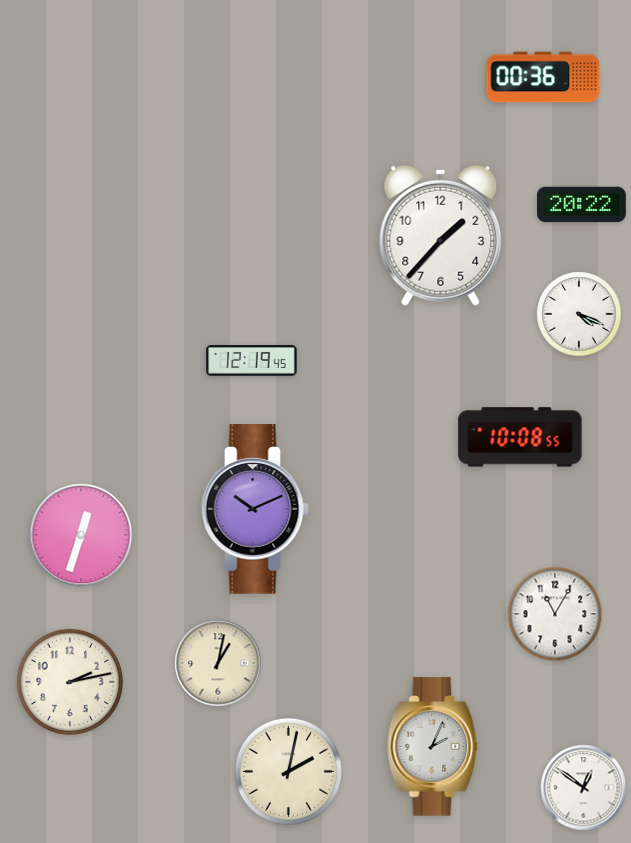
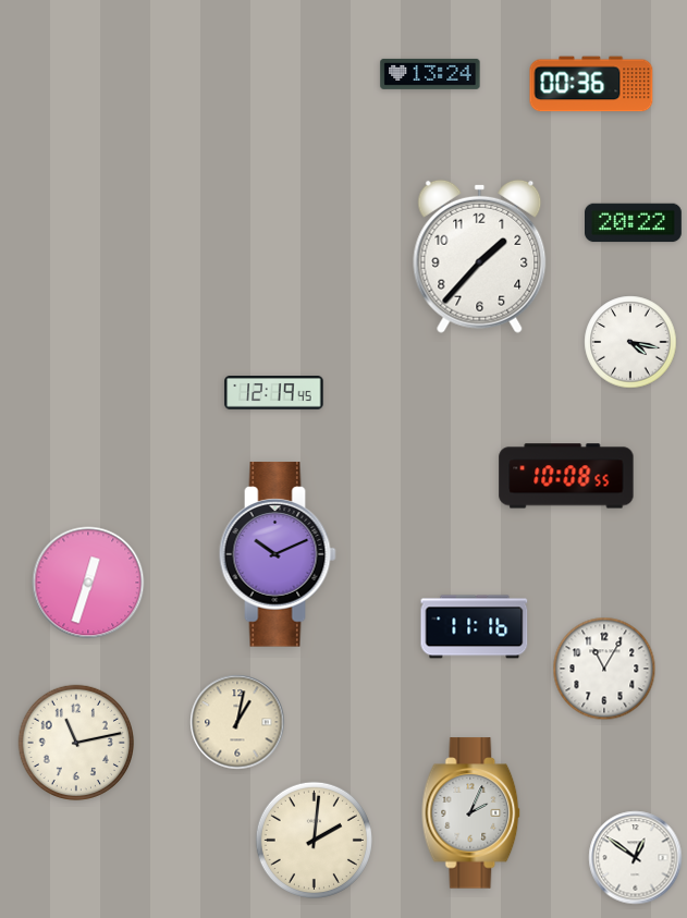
clock at (430, 74): none -> 13:24
clock at (579, 314): 4:19 -> 4:17
clock at (475, 627): none -> 11:16
clock at (69, 681): 2:13 -> 11:13
clock at (288, 771): 2:02 -> 2:01
